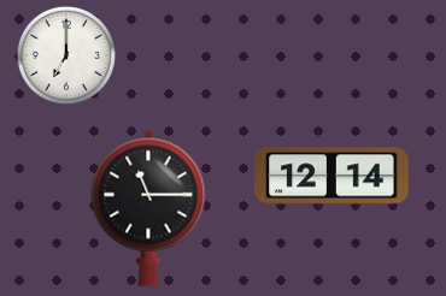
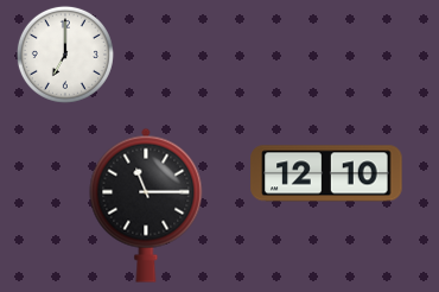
clock at (331, 176): 12:14 -> 12:10
